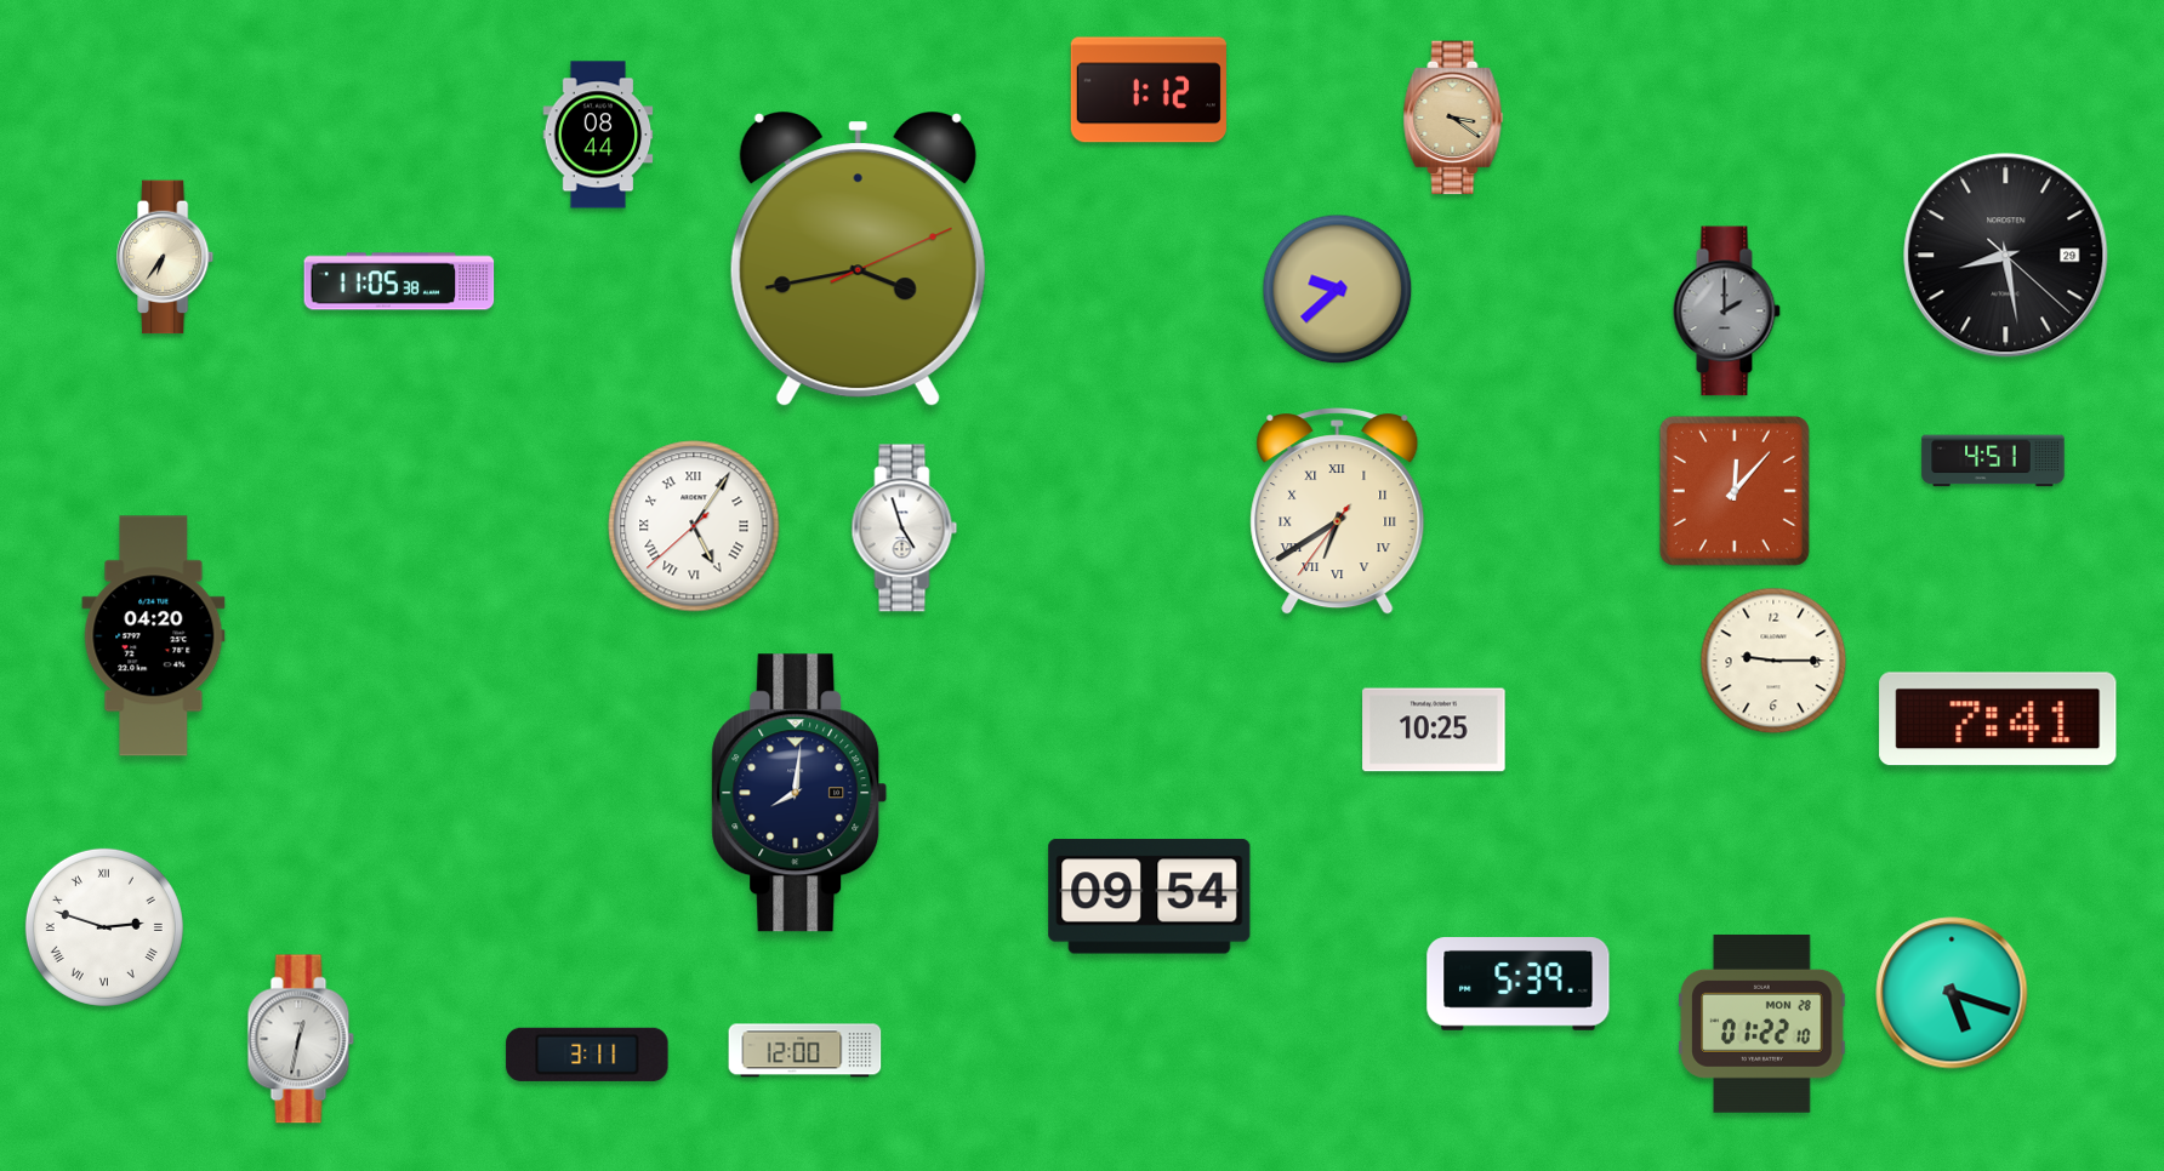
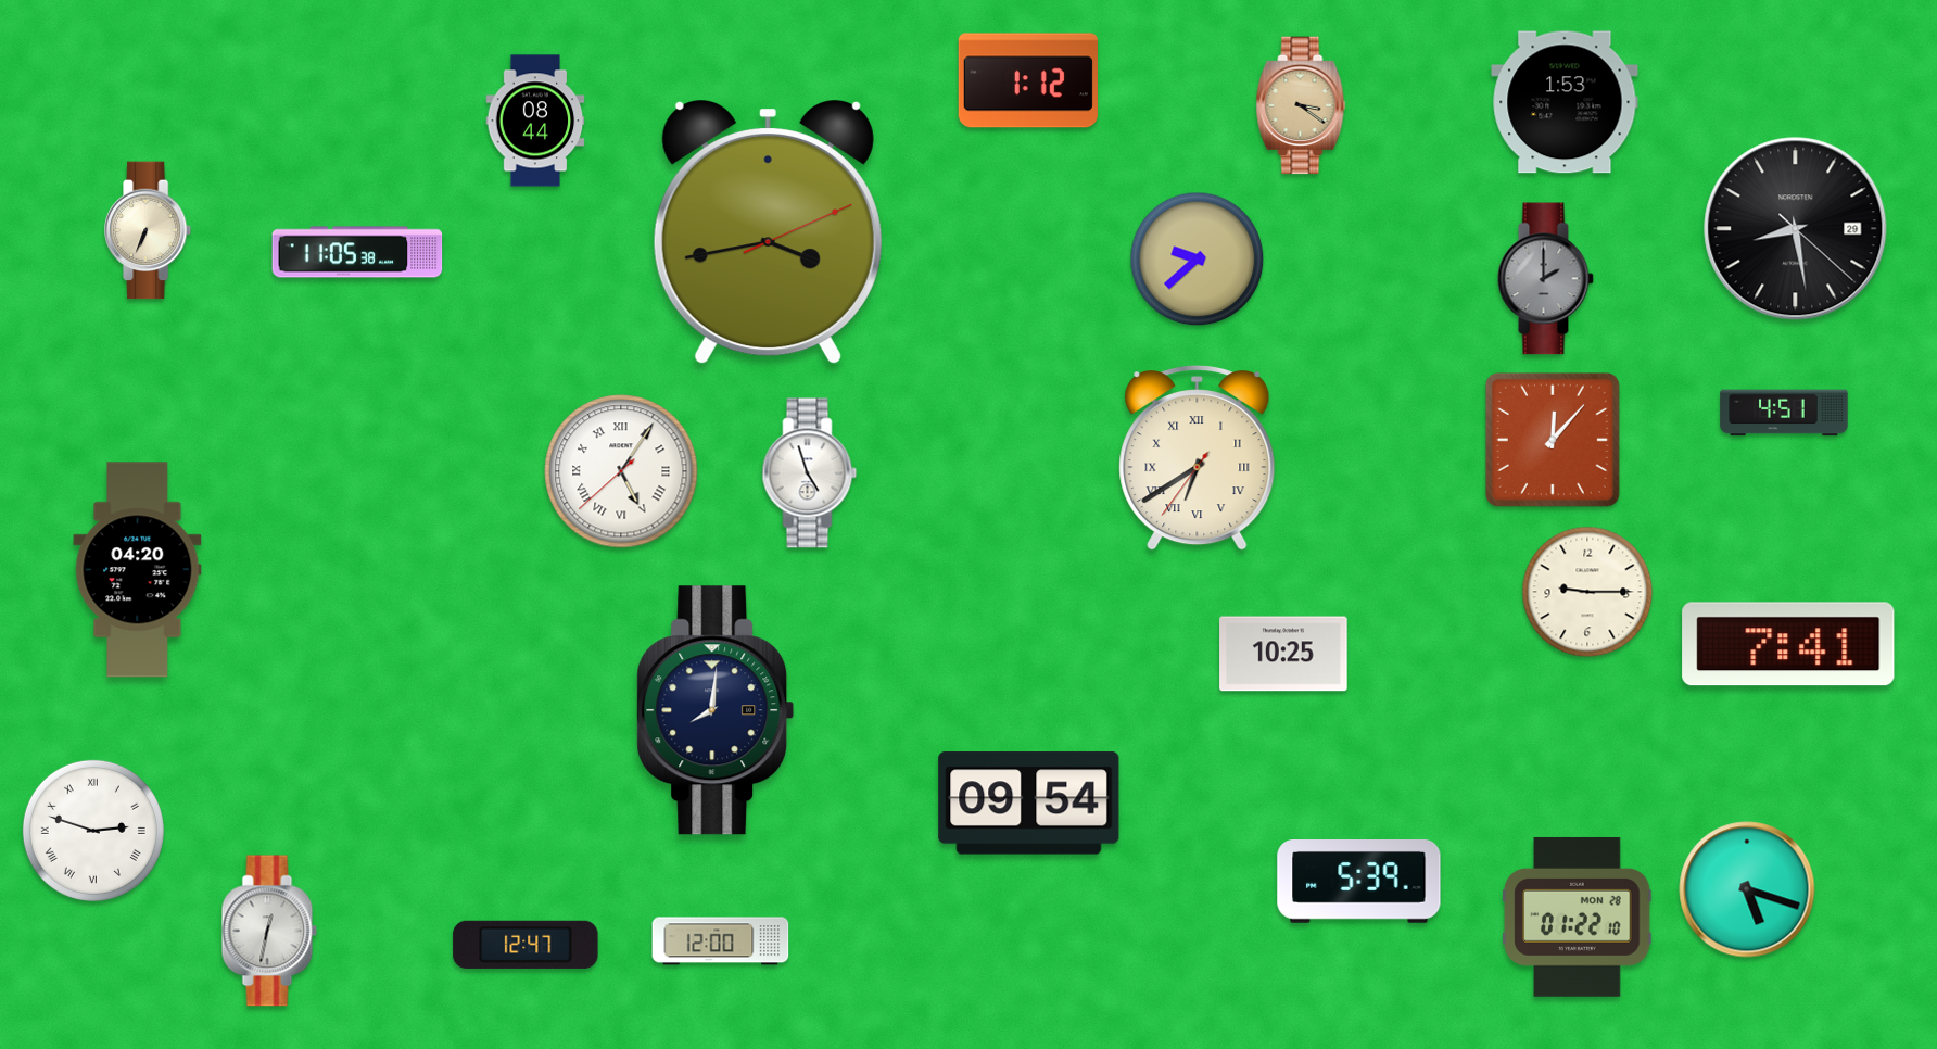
clock at (1565, 102): none -> 1:53
clock at (166, 257): 6:36 -> 6:34
clock at (587, 1055): 3:11 -> 12:47
